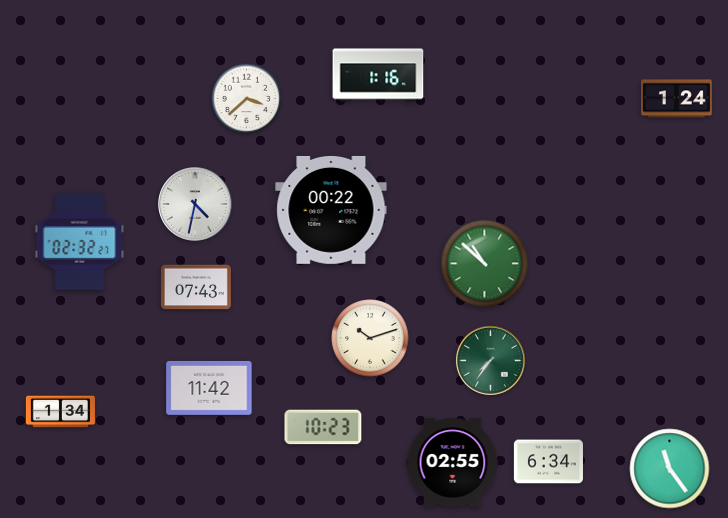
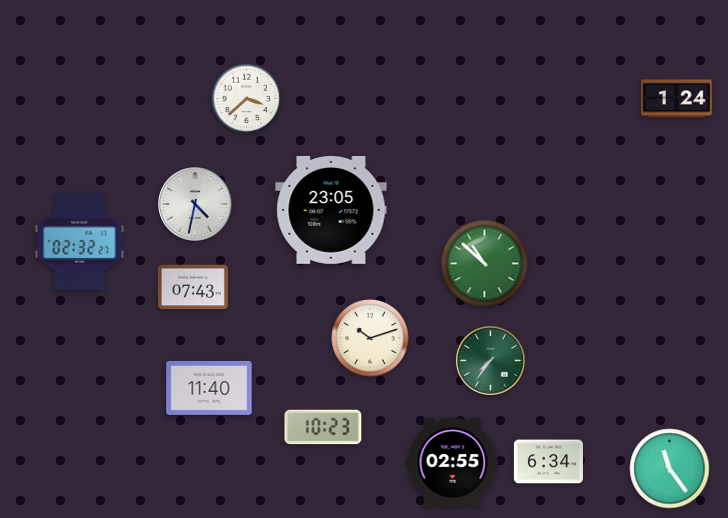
clock at (378, 75): 1:16 -> none
clock at (331, 210): 00:22 -> 23:05
clock at (196, 287) position: (196, 287) -> (193, 287)
clock at (209, 388): 11:42 -> 11:40
clock at (60, 412): 1:34 -> none
